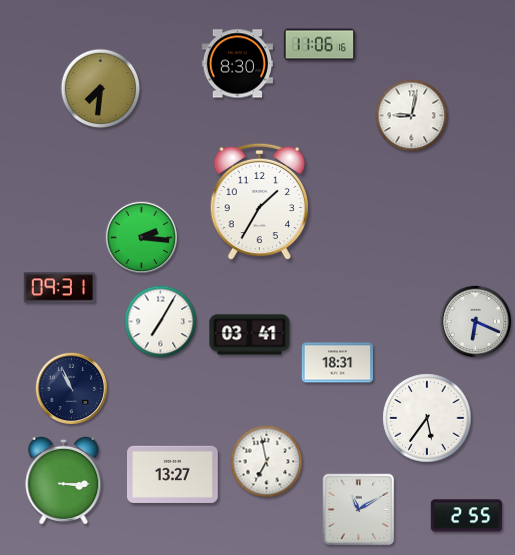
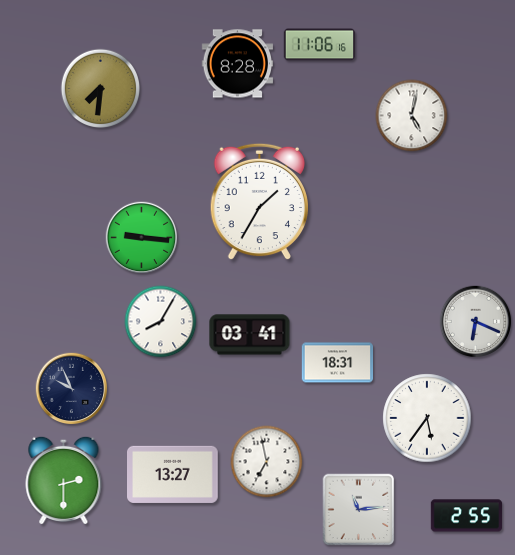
clock at (238, 64): 8:30 -> 8:28
clock at (412, 116): 9:02 -> 5:02
clock at (142, 238): 2:16 -> 9:16
clock at (59, 288): 09:31 -> none
clock at (161, 322): 7:05 -> 8:05
clock at (72, 389): 10:56 -> 9:56
clock at (64, 480): 3:15 -> 2:30
clock at (359, 510): 11:10 -> 11:14
